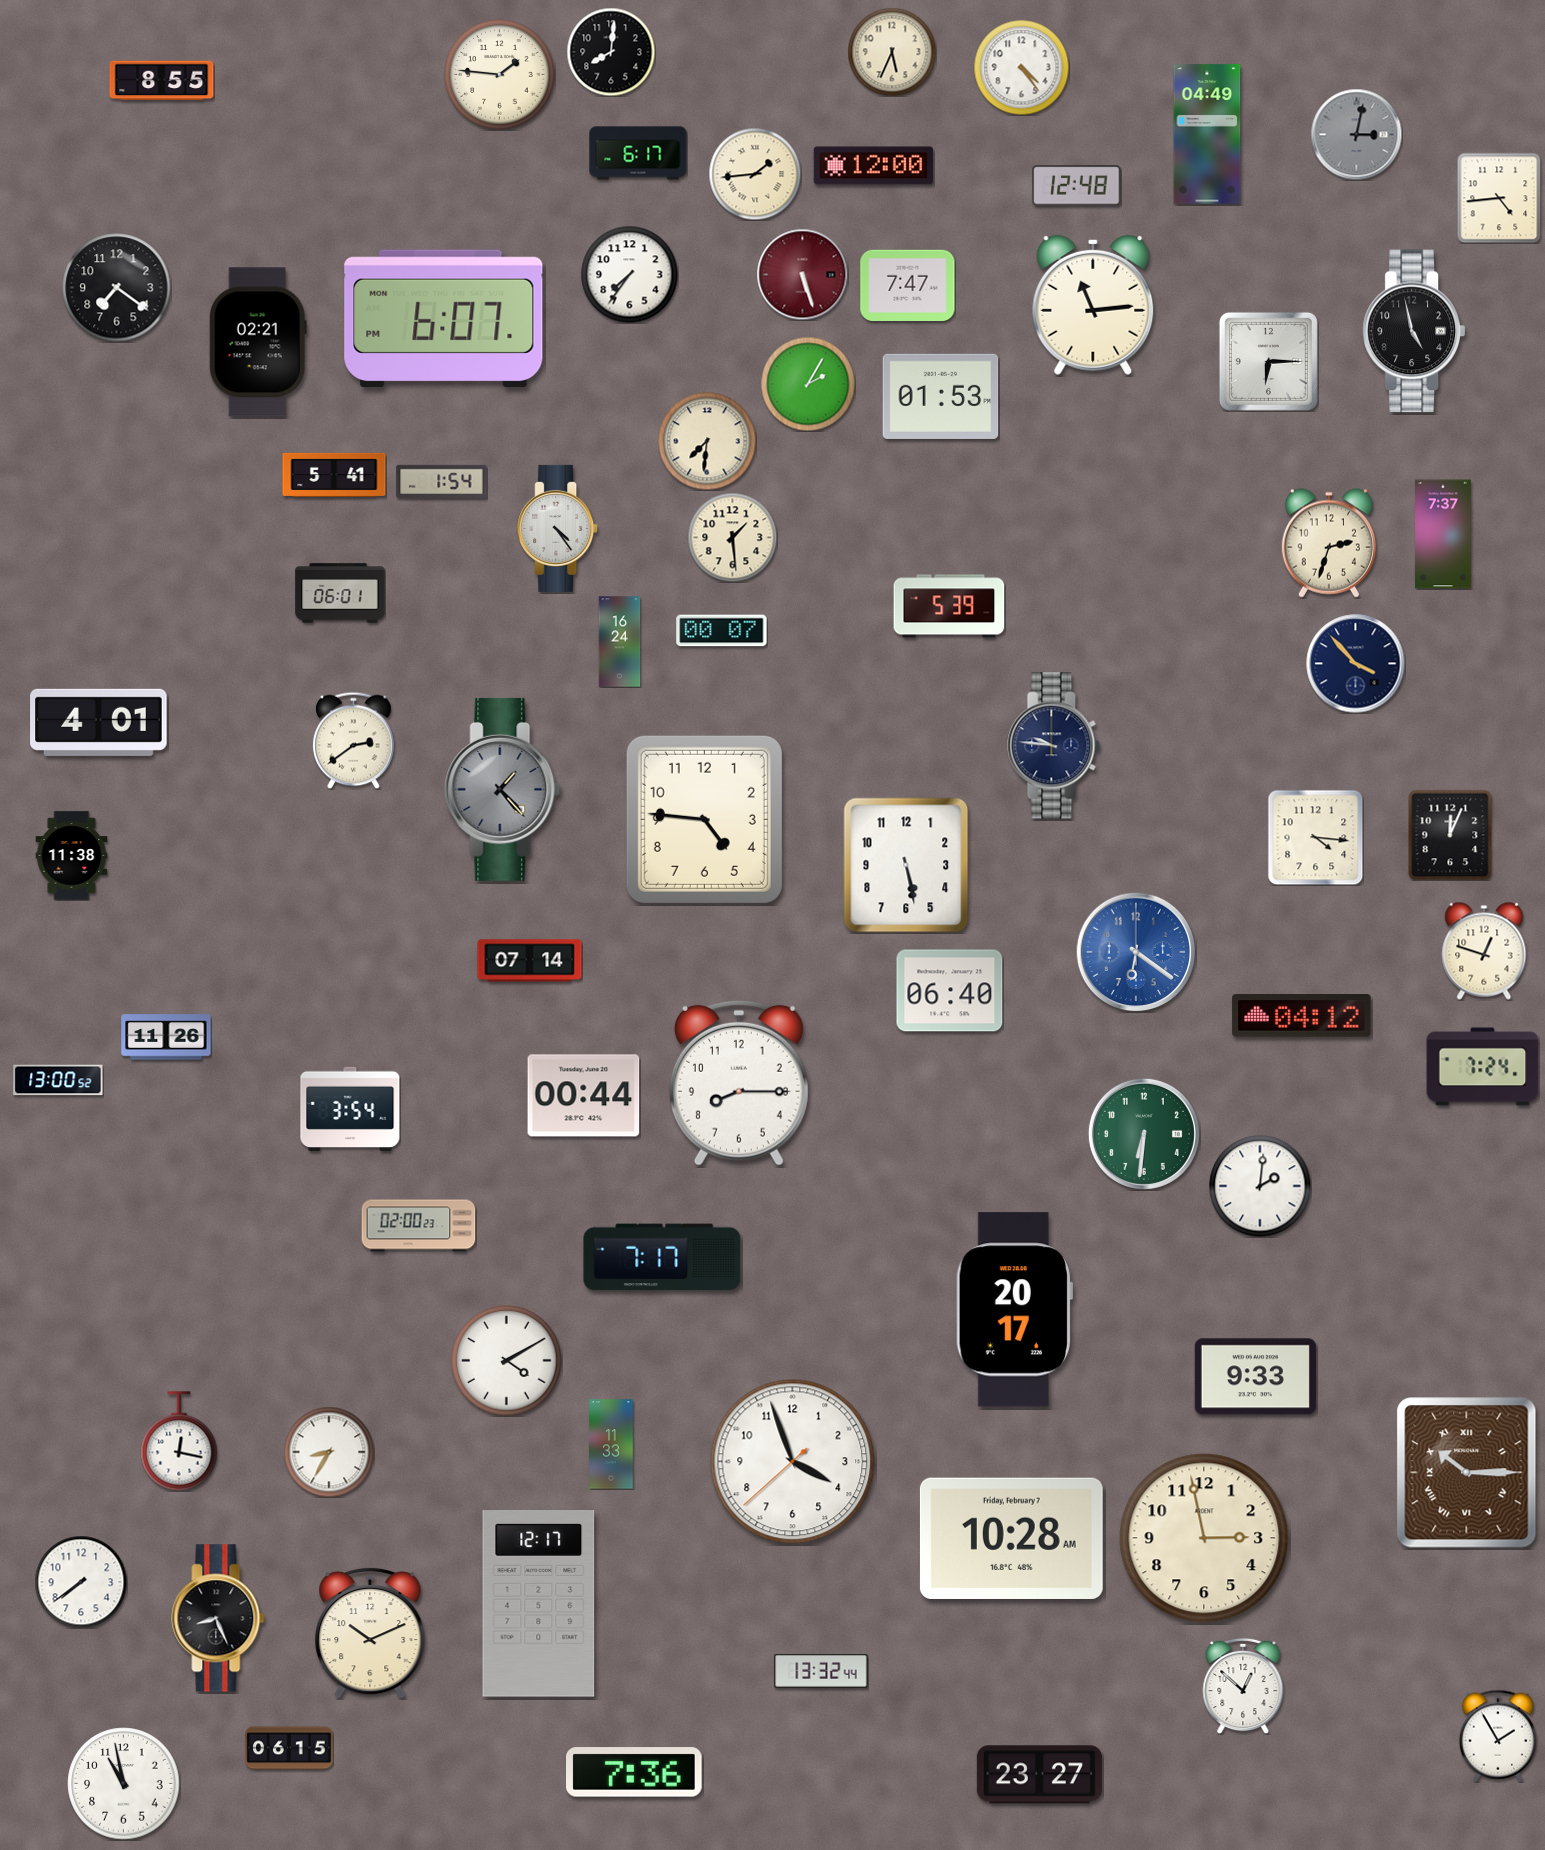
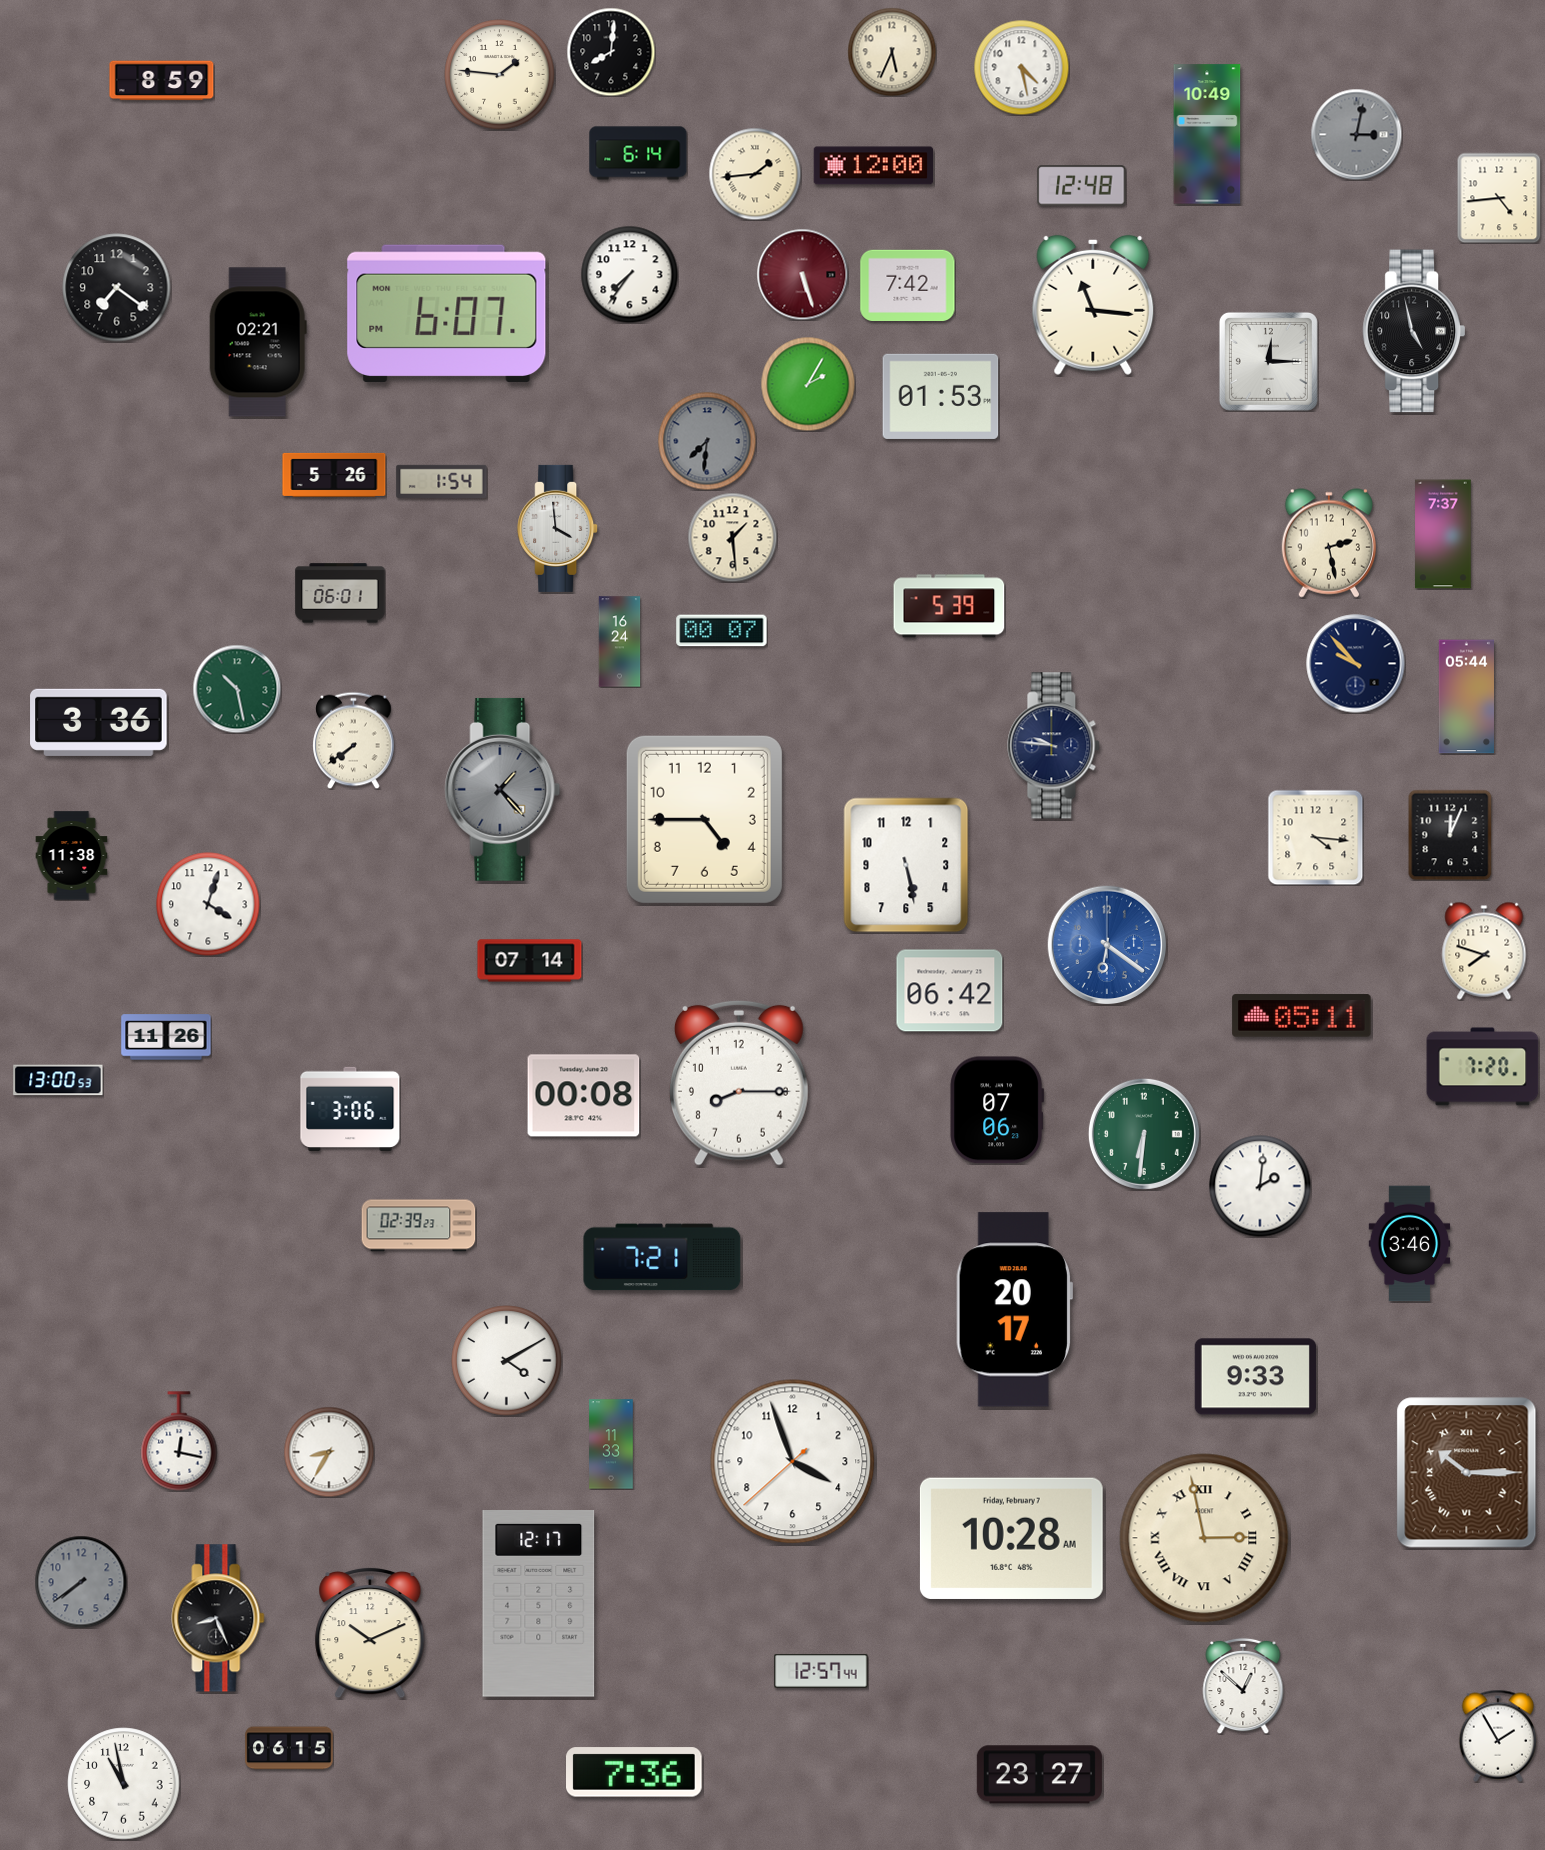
clock at (1021, 67): 4:24 -> 4:28
clock at (162, 81): 8:55 -> 8:59
clock at (1207, 134): 04:49 -> 10:49
clock at (638, 153): 6:17 -> 6:14
clock at (1077, 186) position: (1077, 186) -> (1082, 186)
clock at (908, 285): 7:47 -> 7:42
clock at (1093, 305): 11:14 -> 11:16
clock at (444, 318) position: (444, 318) -> (447, 313)
clock at (1268, 361): 6:15 -> 12:15
clock at (707, 441) dial: cream -> grey
clock at (334, 475): 5:41 -> 5:26
clock at (558, 528): 4:24 -> 3:59
clock at (1329, 543): 2:33 -> 2:28
clock at (1356, 664): 3:53 -> 9:53
clock at (237, 689): none -> 10:28
clock at (1466, 697): none -> 05:44
clock at (99, 722): 4:01 -> 3:36
clock at (354, 740): 2:39 -> 7:39
clock at (704, 819): 4:46 -> 4:45
clock at (208, 904): none -> 4:03
clock at (1484, 951): 12:48 -> 7:48
clock at (1136, 952) position: (1136, 952) -> (1107, 945)
clock at (950, 991): 06:40 -> 06:42
clock at (1302, 1016): 04:12 -> 05:11
clock at (1483, 1067): 7:24 -> 7:20
clock at (58, 1080): 13:00:52 -> 13:00:53
clock at (584, 1096): 00:44 -> 00:08
clock at (350, 1108): 3:54 -> 3:06
clock at (997, 1110): none -> 07:06
clock at (419, 1226): 02:00 -> 02:39
clock at (1410, 1244): none -> 3:46
clock at (662, 1257): 7:17 -> 7:21
clock at (1204, 1538) numerals: Arabic -> Roman
clock at (81, 1582) dial: white -> grey
clock at (821, 1671): 13:32 -> 12:57
